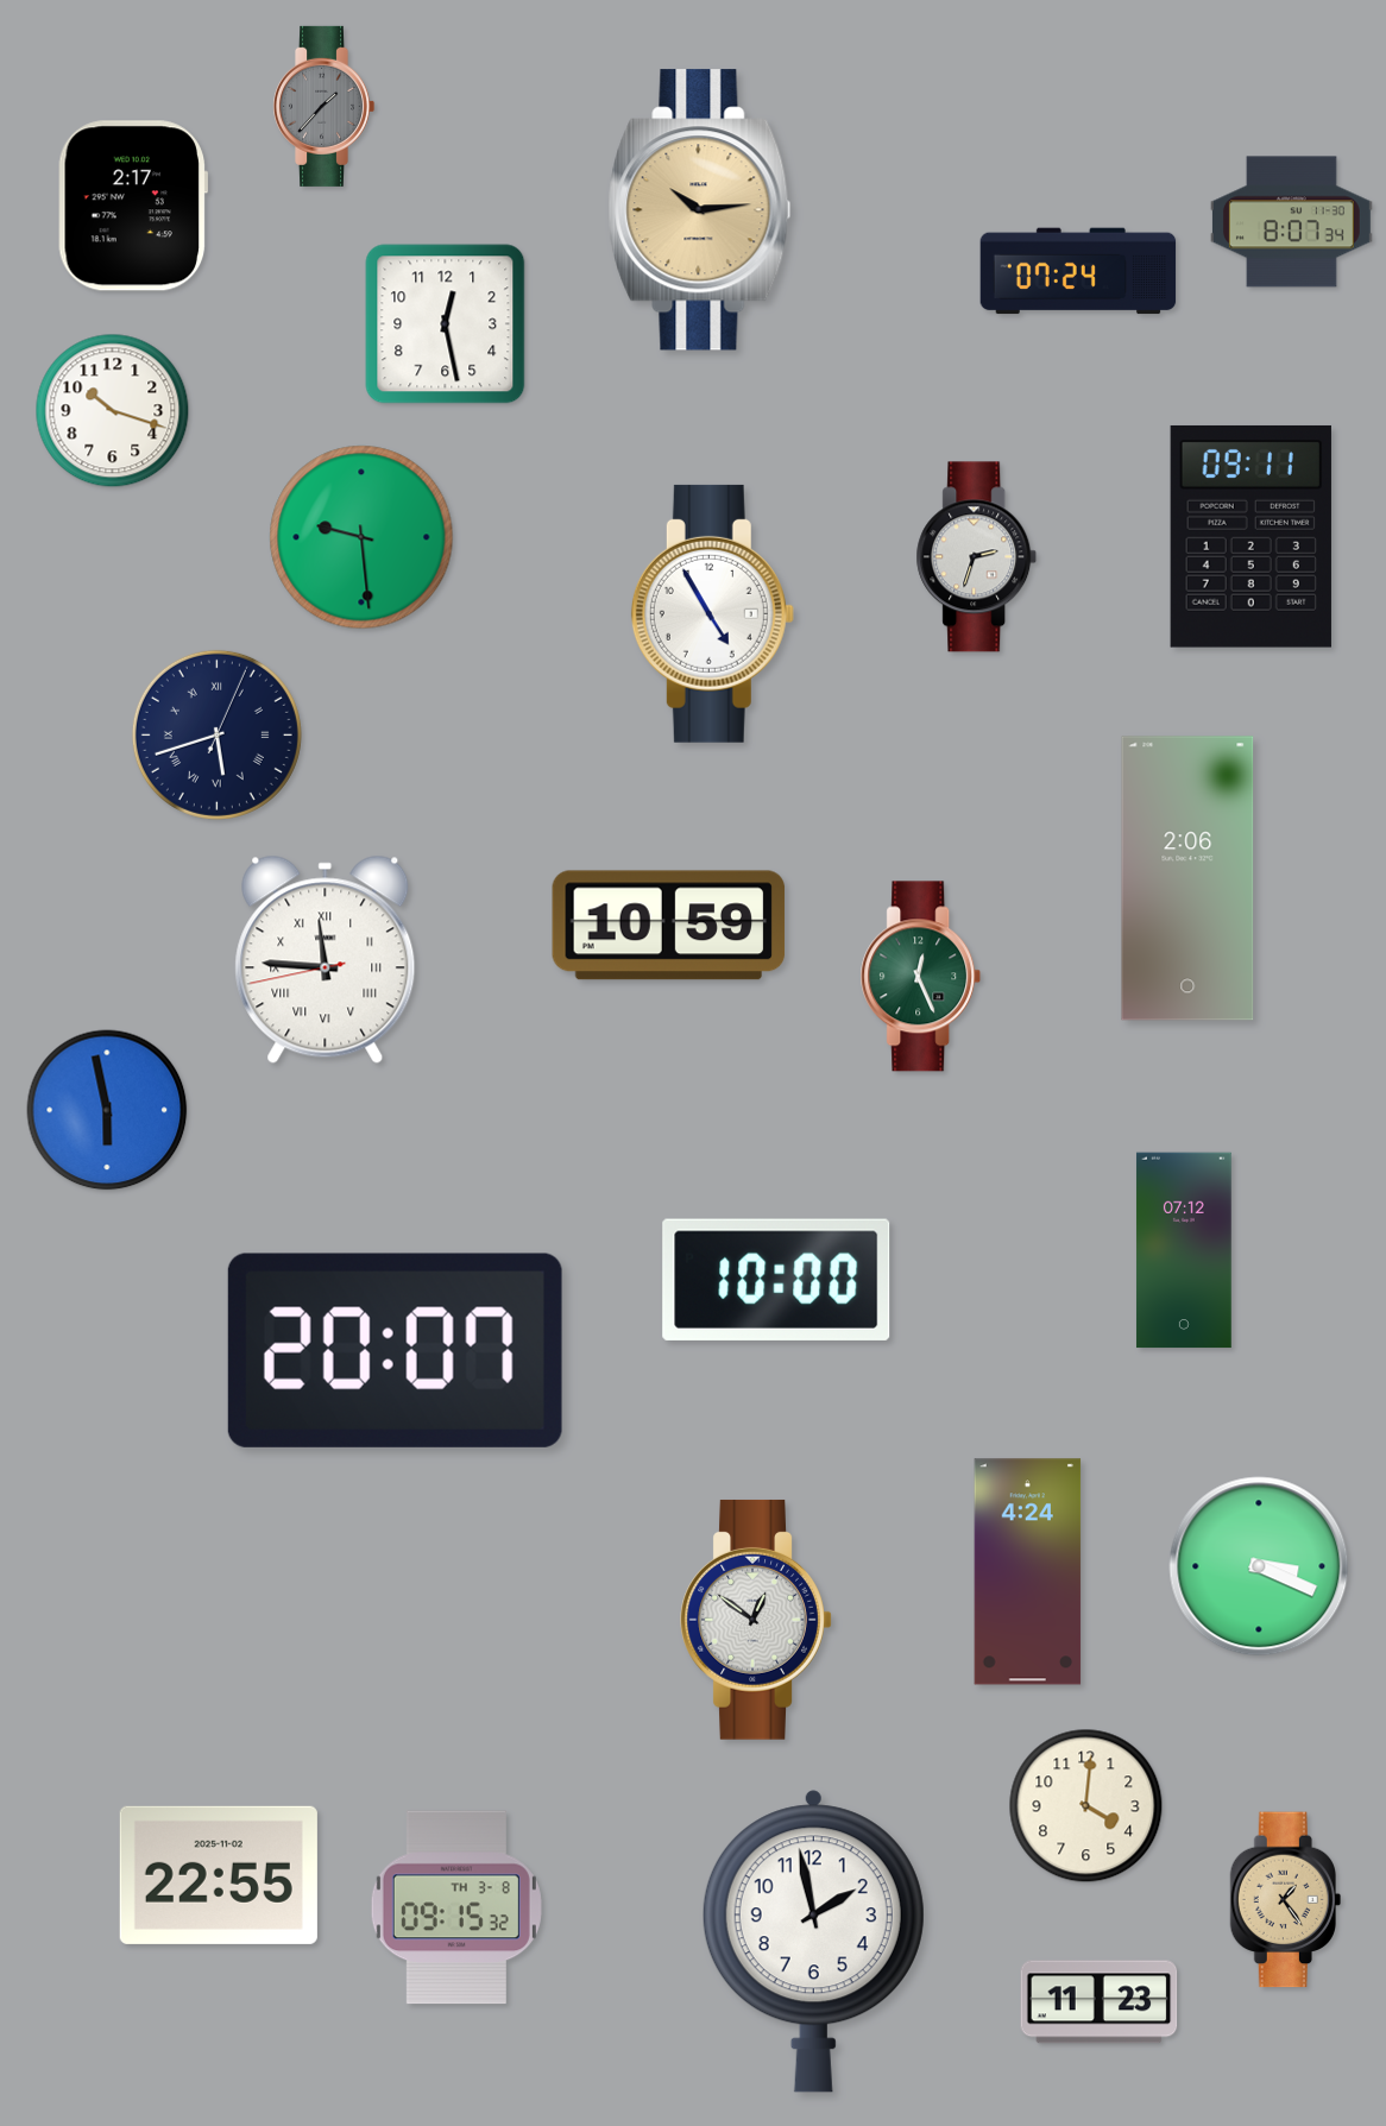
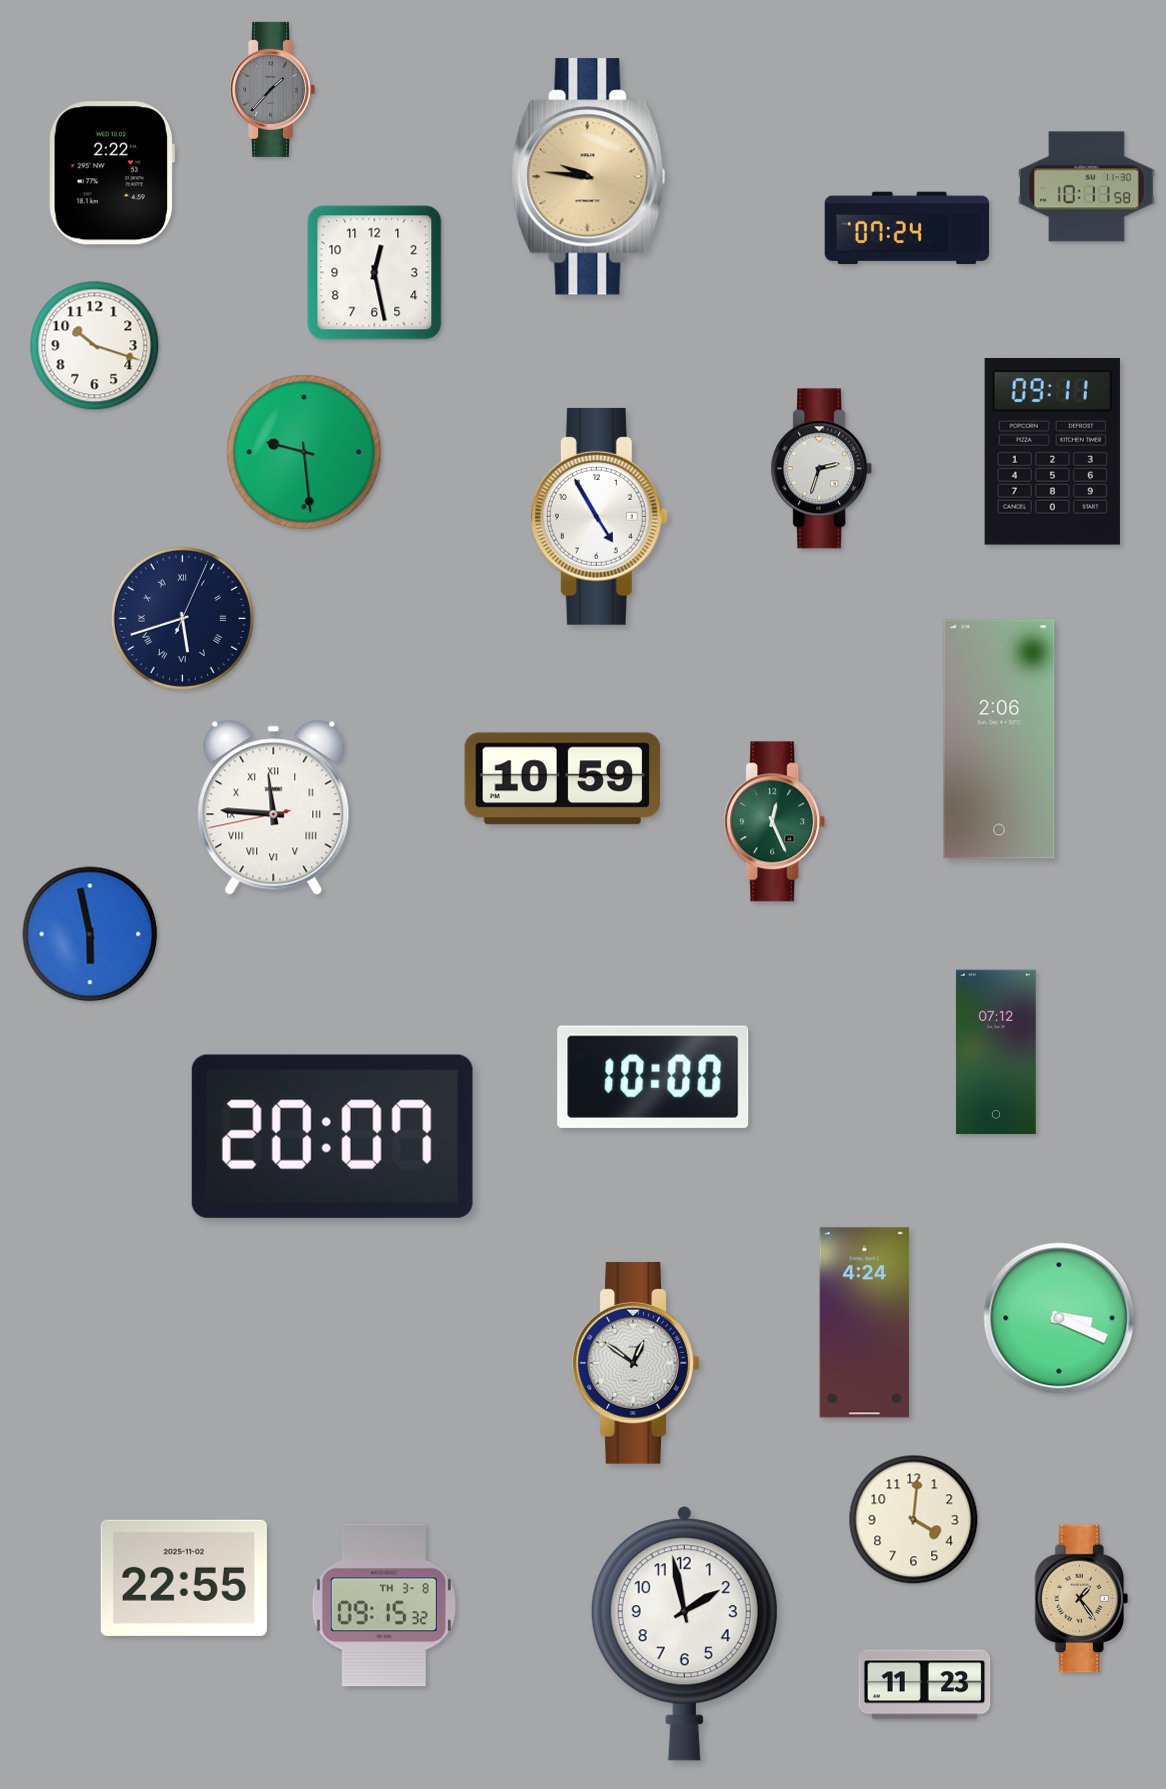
clock at (133, 206): 2:17 -> 2:22
clock at (700, 210): 10:14 -> 9:46
clock at (1291, 222): 8:07 -> 10:11
